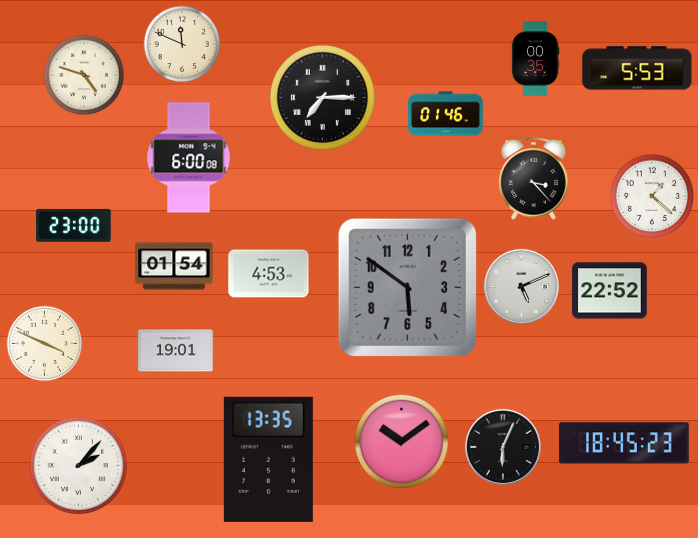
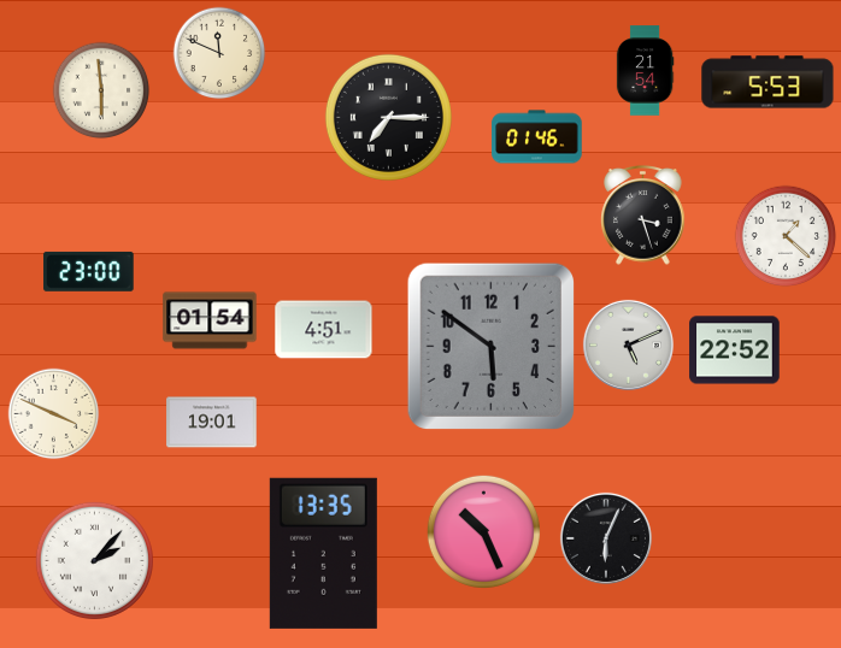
clock at (535, 59): 00:35 -> 21:54
clock at (84, 75): 4:48 -> 5:59
clock at (189, 158): 6:00 -> none
clock at (534, 179): 3:23 -> 3:27
clock at (269, 274): 4:53 -> 4:51
clock at (401, 441): 10:09 -> 10:26
clock at (624, 443): 18:45 -> none
